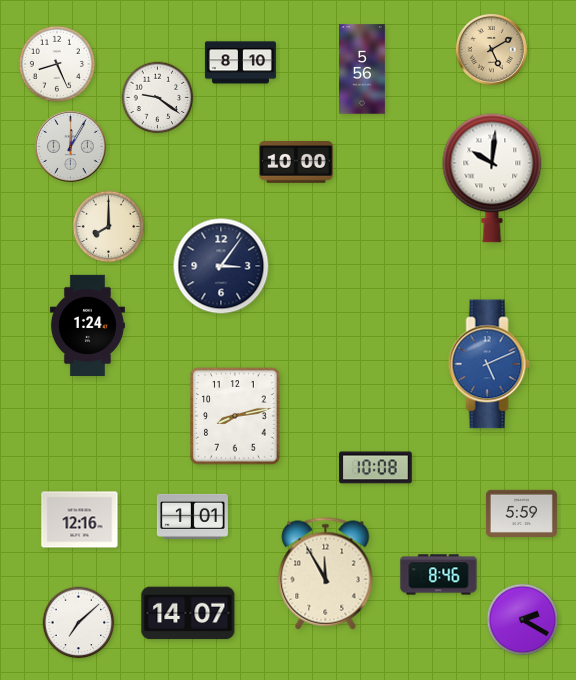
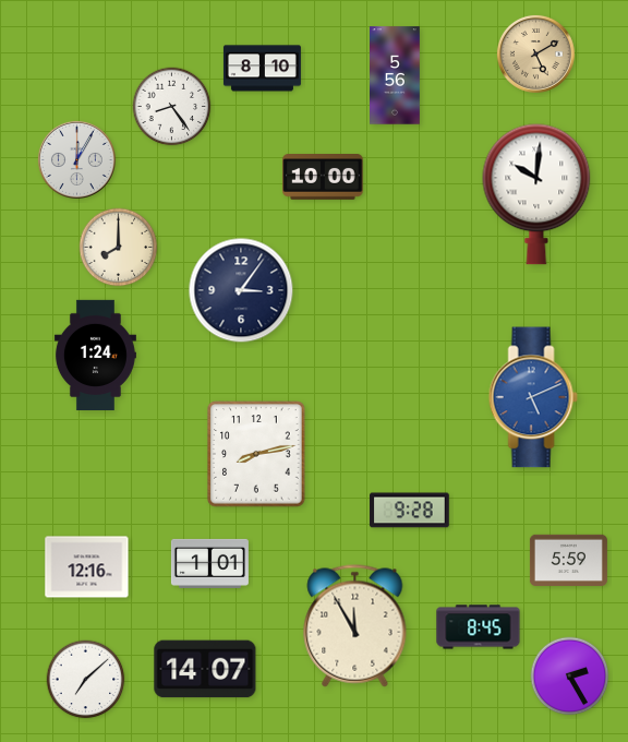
clock at (57, 64): 8:26 -> none
clock at (158, 98): 9:21 -> 8:24
clock at (376, 468): 10:08 -> 9:28
clock at (439, 575): 8:46 -> 8:45
clock at (523, 620): 2:20 -> 2:25
